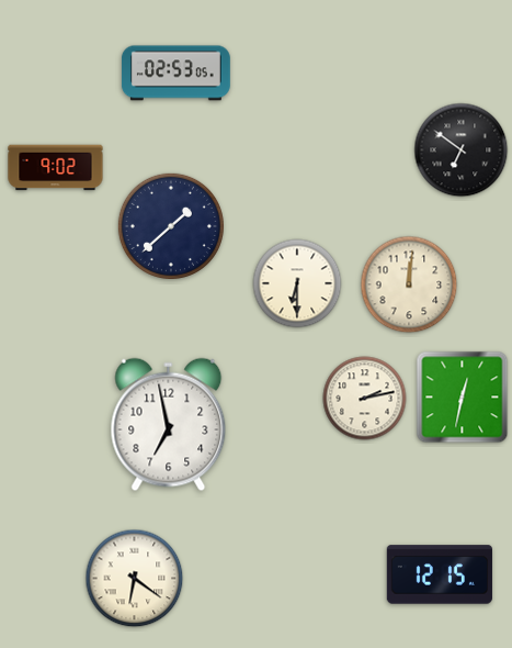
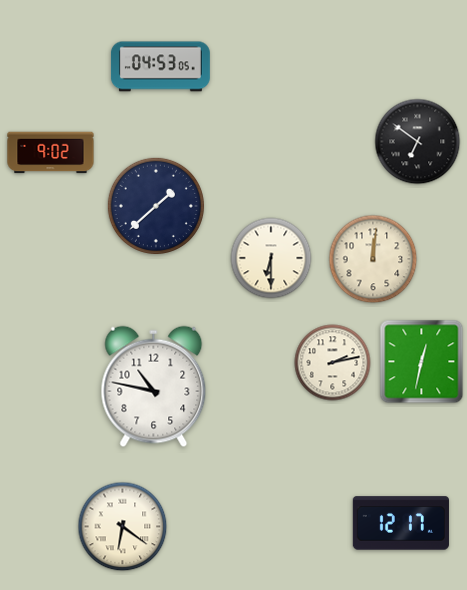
clock at (175, 74): 02:53 -> 04:53
clock at (462, 150) position: (462, 150) -> (418, 142)
clock at (169, 425): 6:58 -> 10:47
clock at (440, 574): 12:15 -> 12:17
